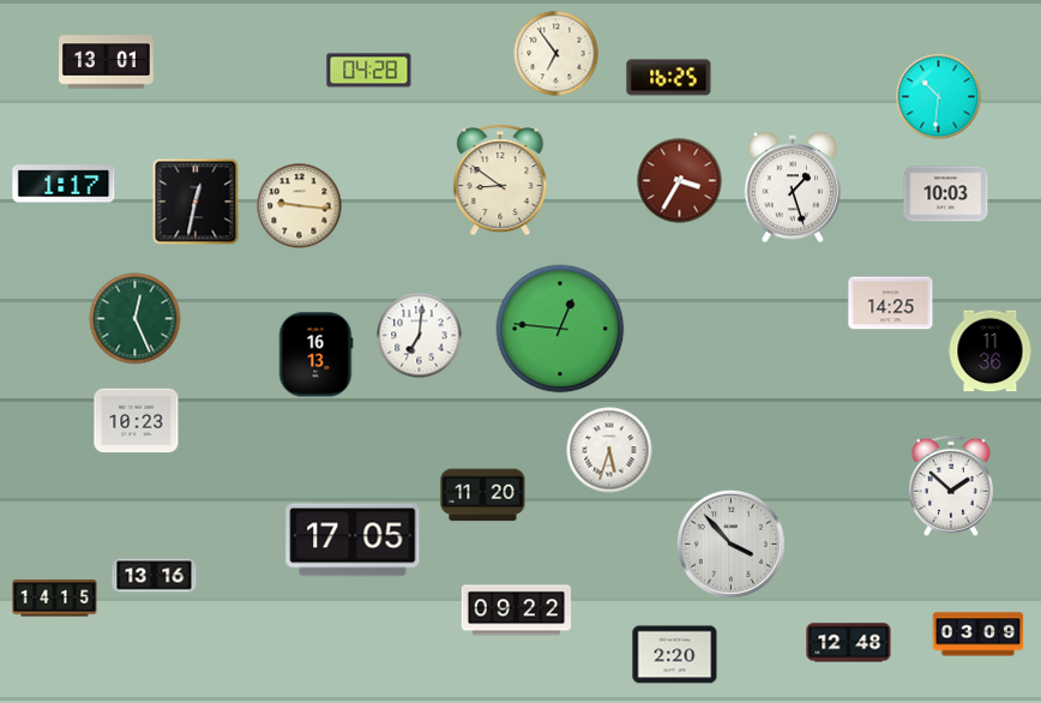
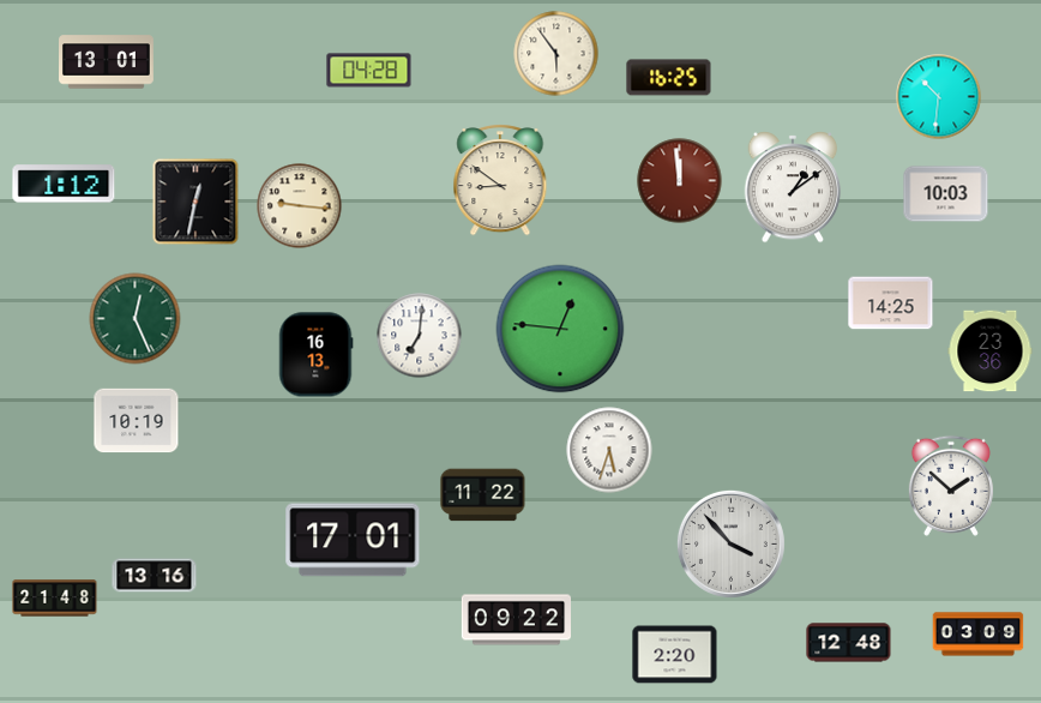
clock at (556, 54): 6:54 -> 5:54
clock at (680, 181): 3:35 -> 11:59
clock at (64, 184): 1:17 -> 1:12
clock at (793, 187): 1:27 -> 1:09
clock at (991, 351): 11:36 -> 23:36
clock at (137, 421): 10:23 -> 10:19
clock at (483, 495): 11:20 -> 11:22
clock at (353, 540): 17:05 -> 17:01
clock at (55, 599): 14:15 -> 21:48
clock at (516, 611) position: (516, 611) -> (516, 620)
